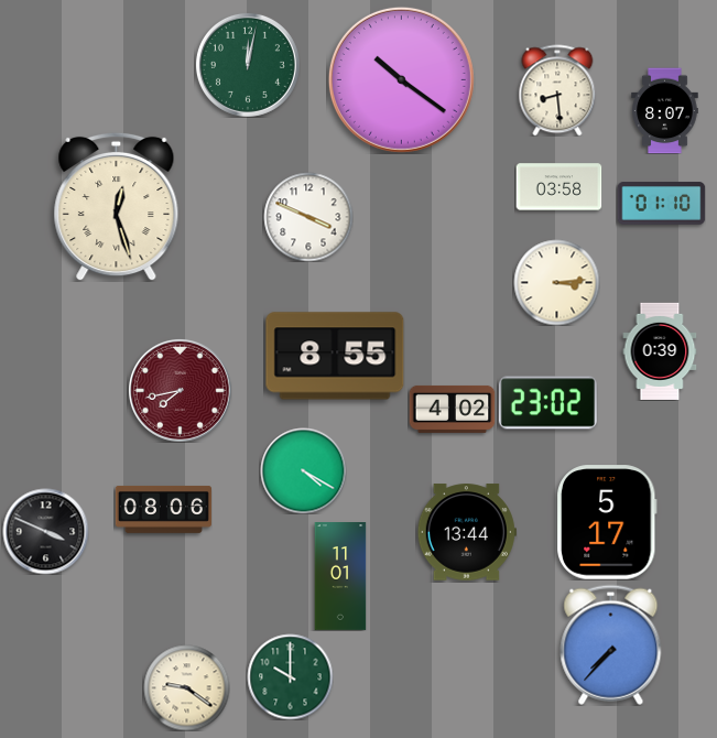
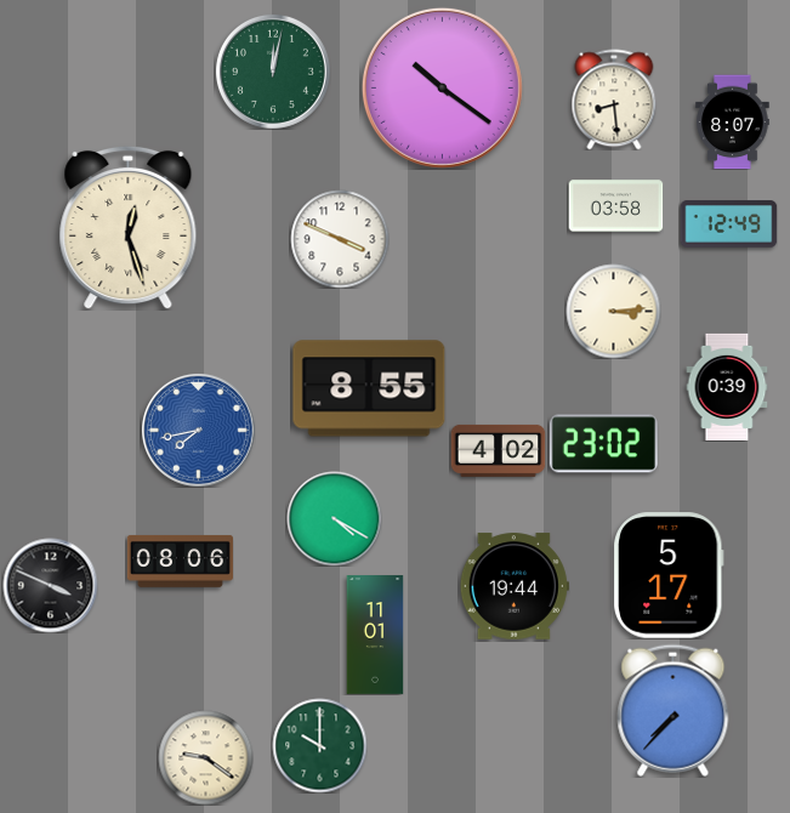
clock at (661, 204): 01:10 -> 12:49
clock at (335, 356) position: (335, 356) -> (369, 388)
clock at (180, 390) dial: burgundy -> blue
clock at (467, 532): 13:44 -> 19:44
